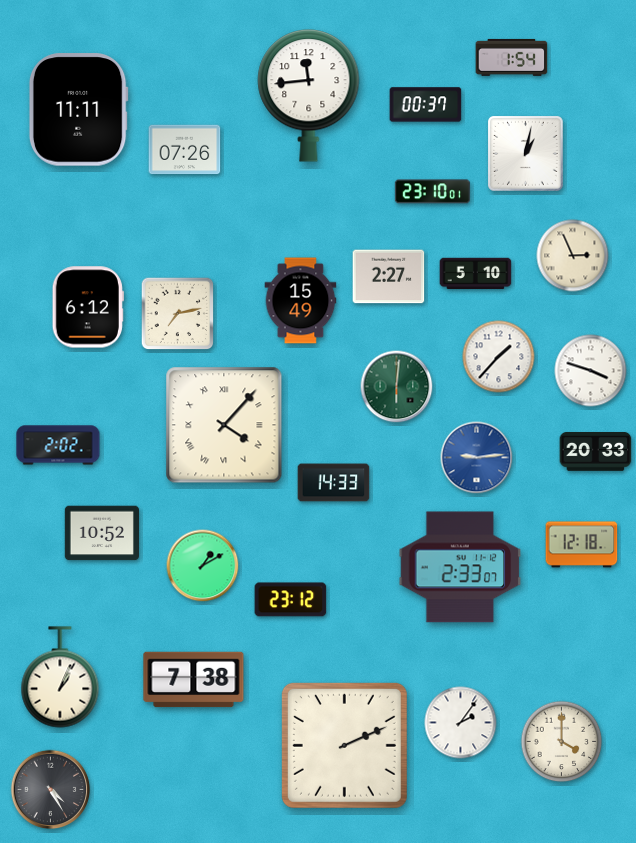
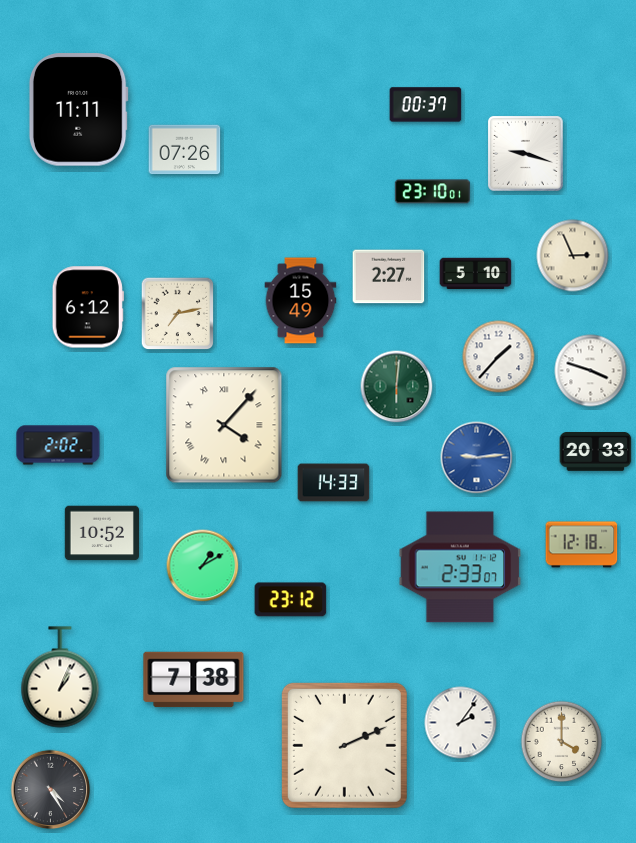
clock at (512, 57): 1:54 -> none
clock at (309, 96): 11:44 -> none
clock at (526, 154): 1:02 -> 9:18
